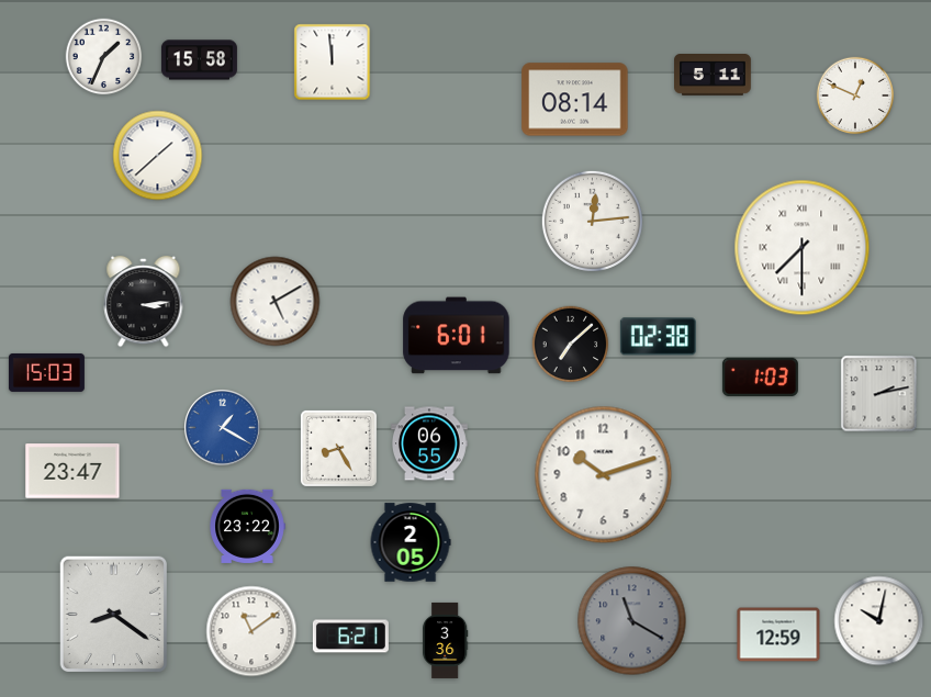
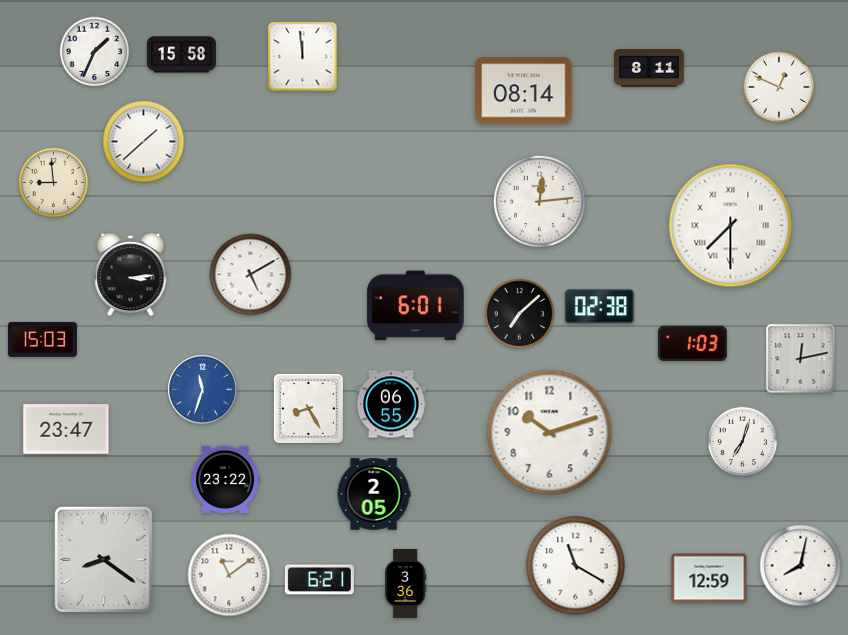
clock at (714, 76): 5:11 -> 8:11
clock at (54, 183): none -> 8:59
clock at (879, 394): 2:13 -> 12:13
clock at (223, 428): 1:20 -> 11:33
clock at (743, 442): none -> 7:03
clock at (632, 621) dial: grey -> white
clock at (879, 621): 10:02 -> 8:02
